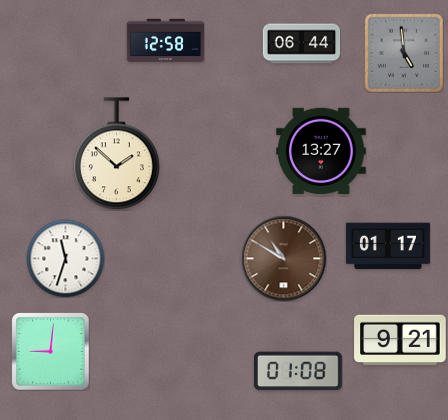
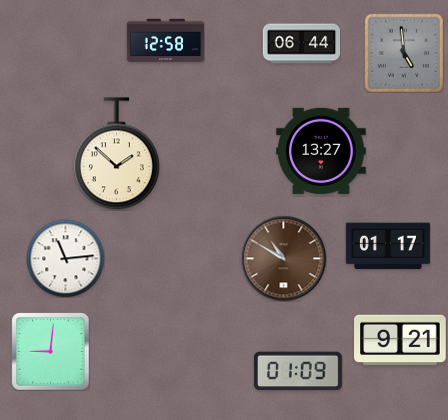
clock at (65, 258): 11:33 -> 11:14
clock at (299, 371): 01:08 -> 01:09
